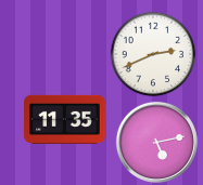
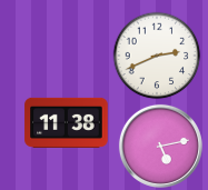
clock at (65, 119): 11:35 -> 11:38
